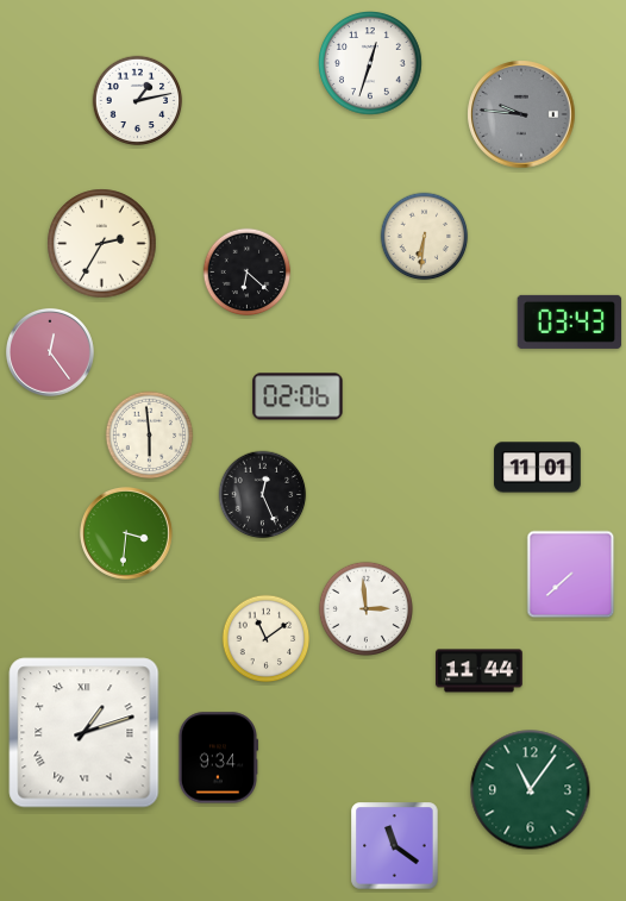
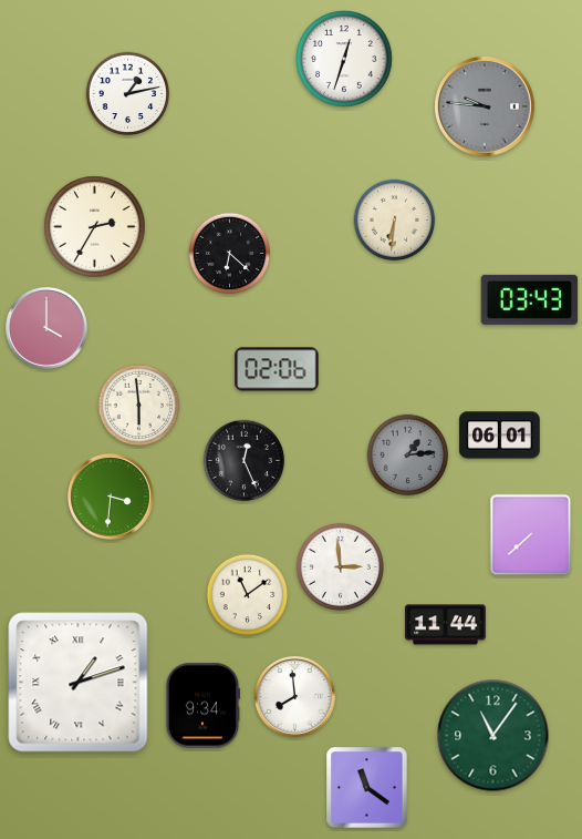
clock at (50, 352): 12:24 -> 4:00
clock at (538, 468): 11:01 -> 06:01
clock at (408, 456): none -> 1:14
clock at (126, 533) position: (126, 533) -> (111, 497)
clock at (294, 696): none -> 7:59
